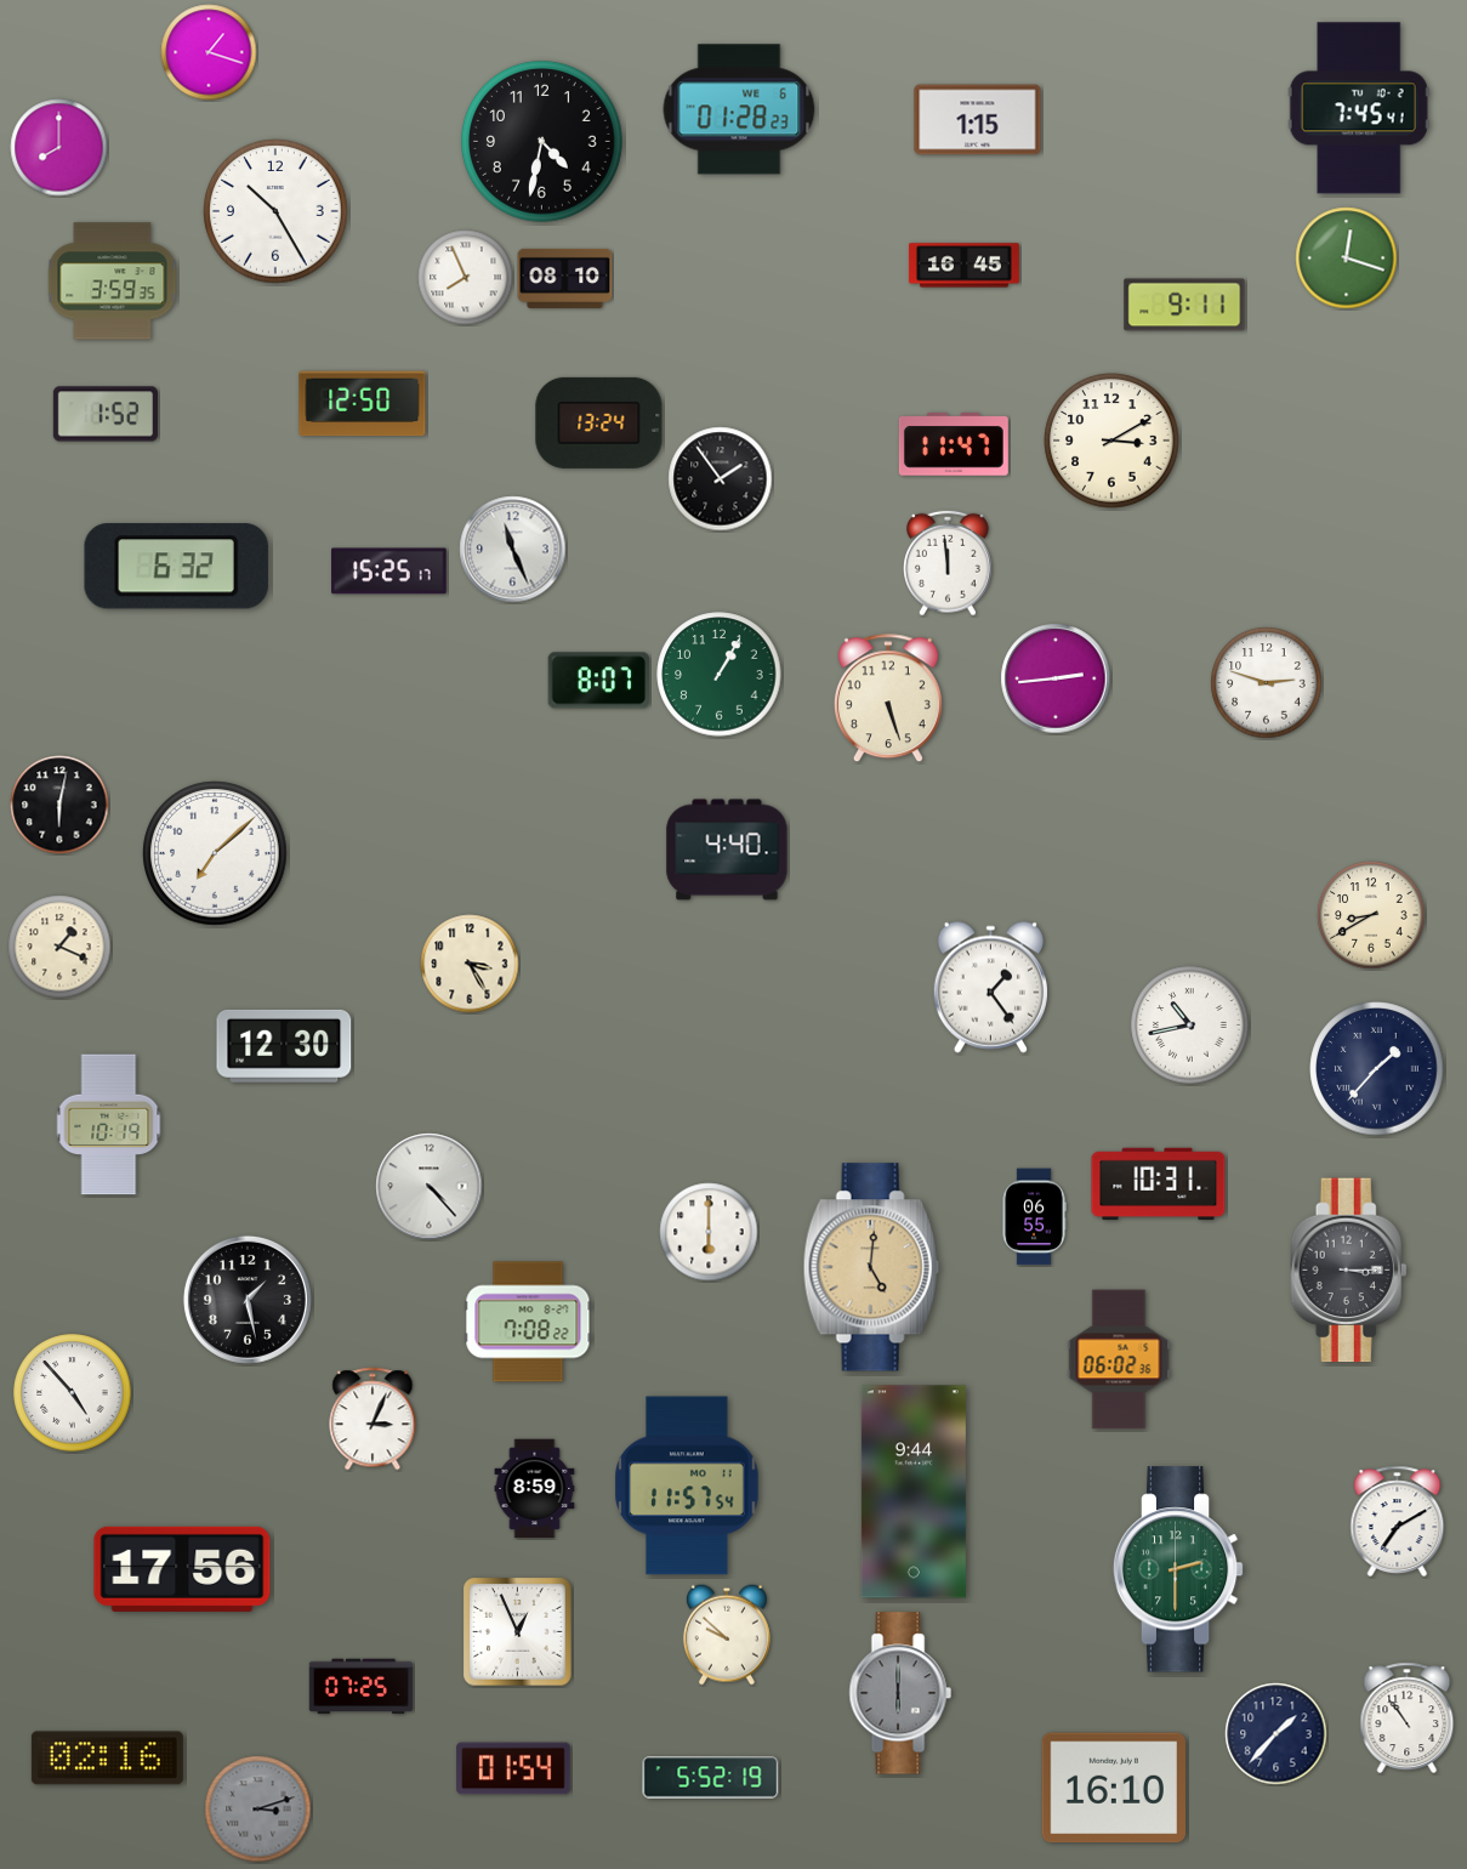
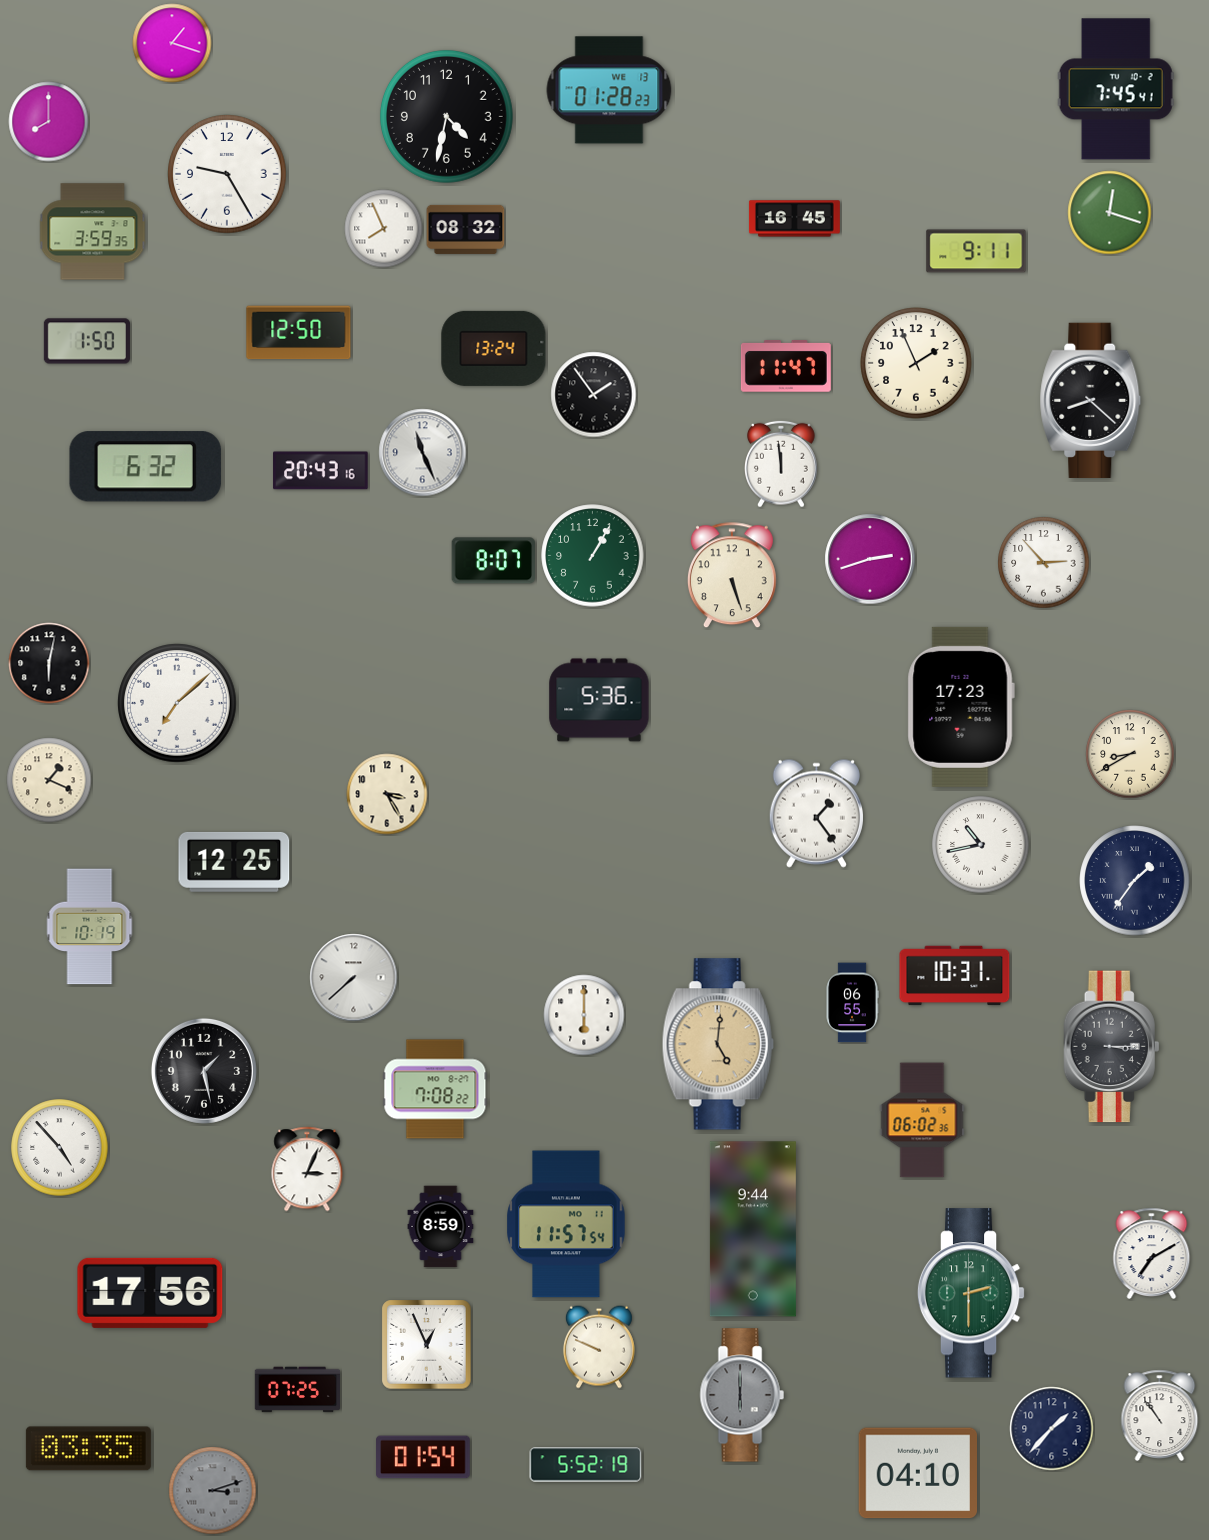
clock at (1359, 108) position: (1359, 108) -> (1116, 89)
clock at (739, 109) date: WE 6 -> WE 13
clock at (978, 120): 1:15 -> none
clock at (275, 211): 10:25 -> 9:25
clock at (565, 278): 08:10 -> 08:32
clock at (106, 414): 1:52 -> 1:50
clock at (1111, 441): 3:10 -> 1:56
clock at (1091, 400): none -> 8:22
clock at (390, 572): 15:25 -> 20:43
clock at (1056, 678): 2:44 -> 2:42
clock at (1267, 683): 2:48 -> 2:53
clock at (727, 850): 4:40 -> 5:36
clock at (961, 707): none -> 17:23
clock at (284, 1046): 12:30 -> 12:25
clock at (1377, 1069): 1:37 -> 1:36
clock at (430, 1187): 4:23 -> 7:38
clock at (727, 1635): 9:52 -> 9:49
clock at (107, 1759): 02:16 -> 03:35
clock at (1113, 1788): 16:10 -> 04:10
